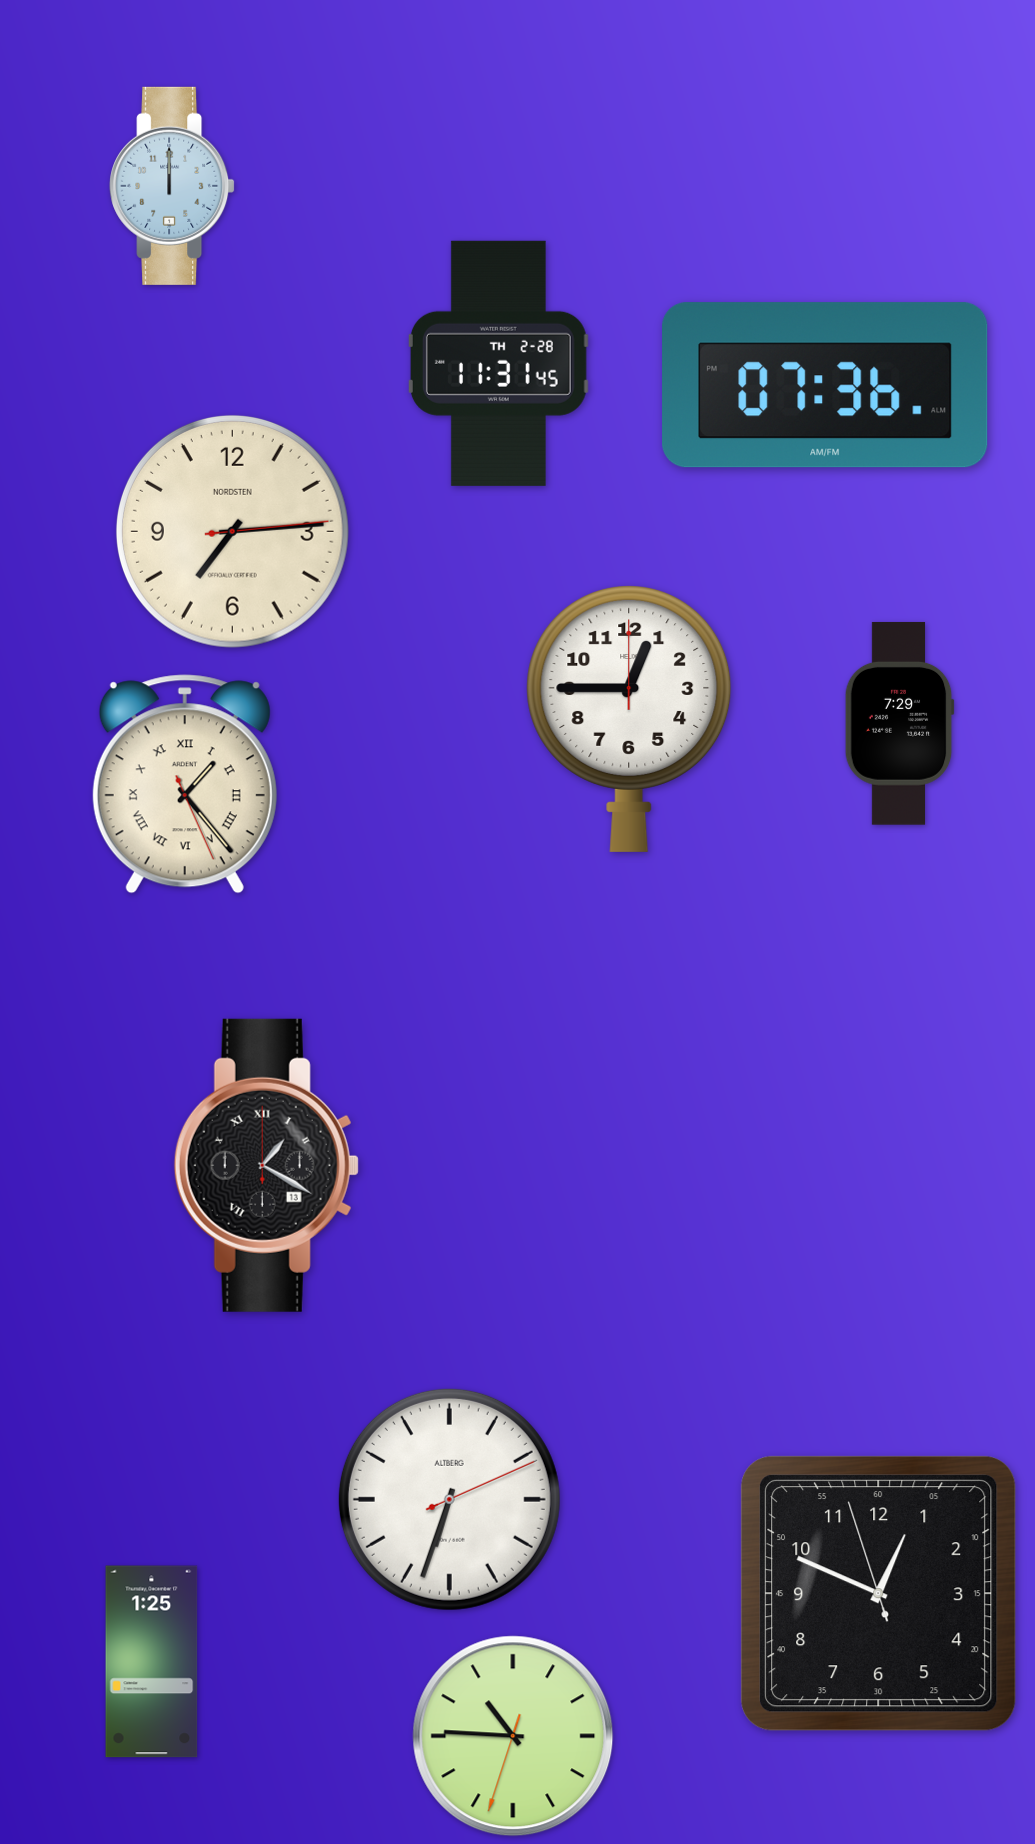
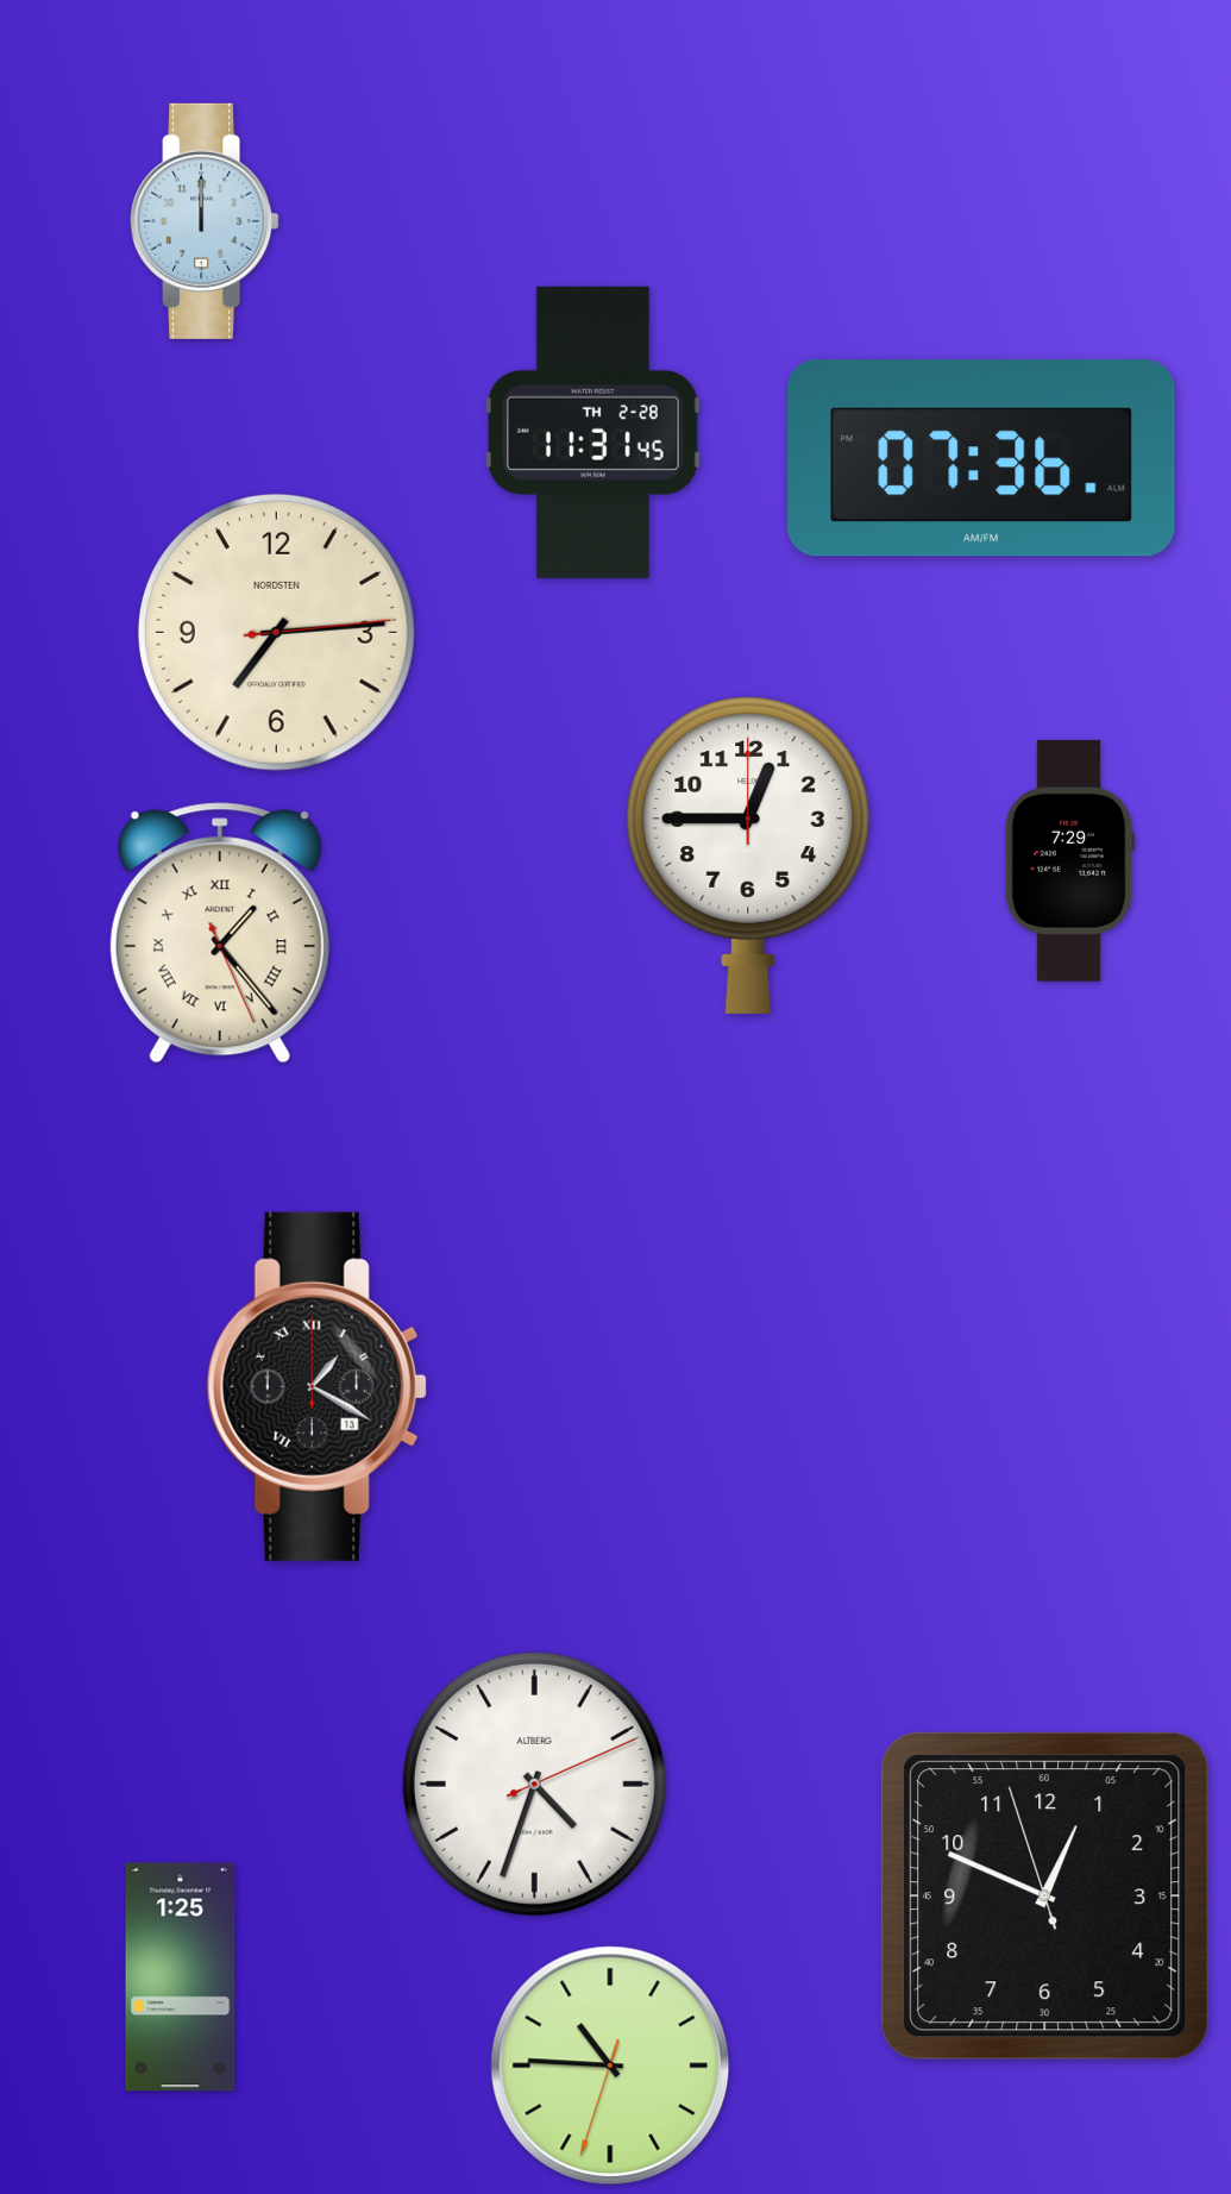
clock at (449, 1499): 6:33 -> 4:33
